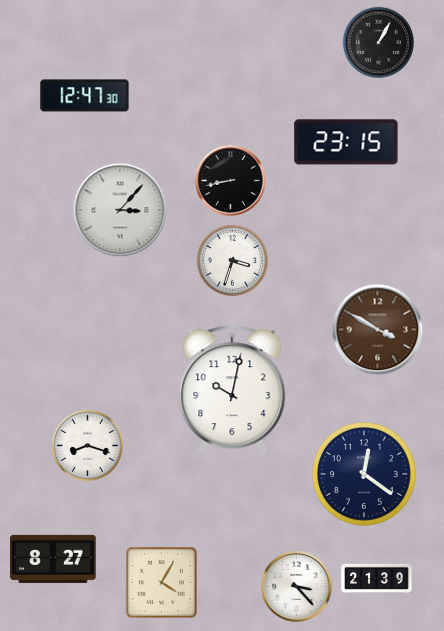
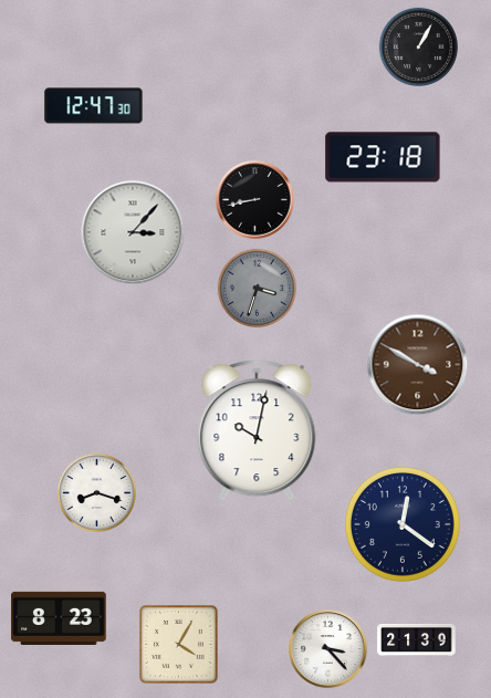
clock at (346, 142): 23:15 -> 23:18
clock at (232, 260) dial: white -> grey
clock at (53, 559): 8:27 -> 8:23
